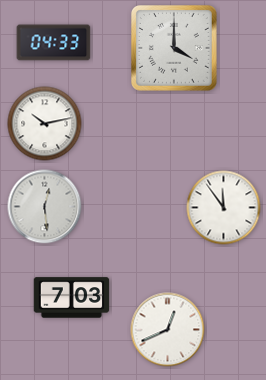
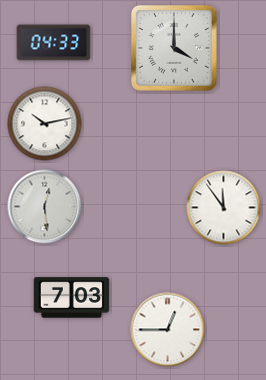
clock at (168, 330): 12:41 -> 12:45
